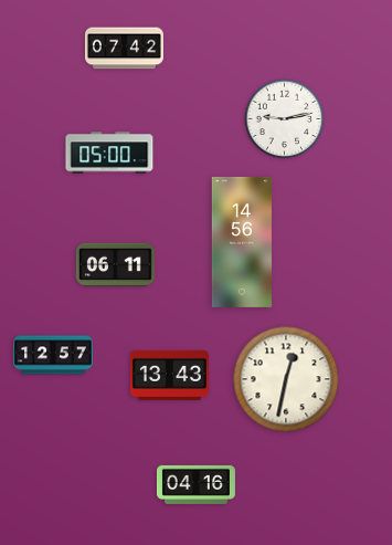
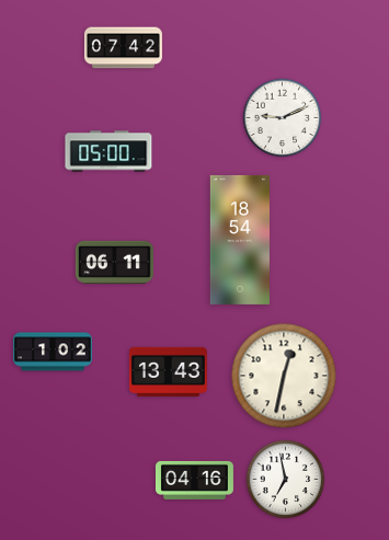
clock at (285, 119): 9:13 -> 9:11
clock at (242, 242): 14:56 -> 18:54
clock at (53, 355): 12:57 -> 1:02
clock at (286, 480): none -> 6:58
